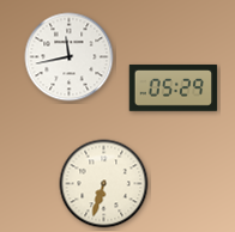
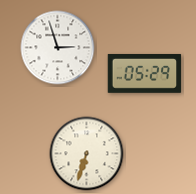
clock at (70, 57): 11:43 -> 2:57
